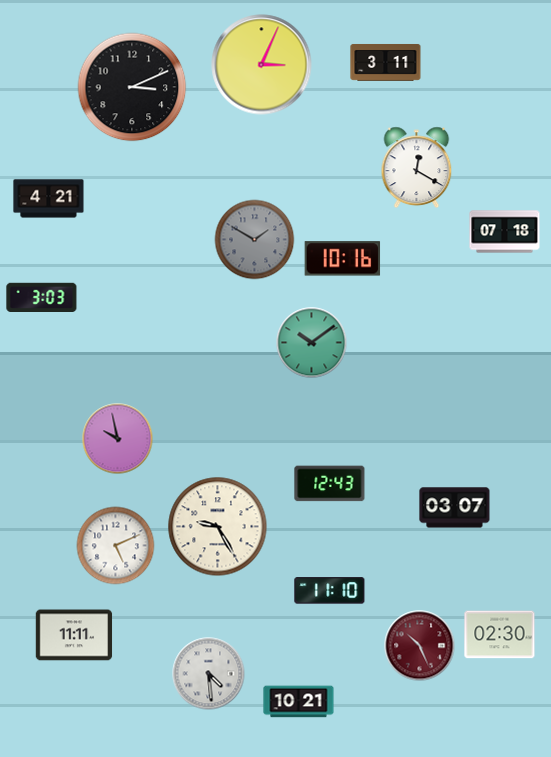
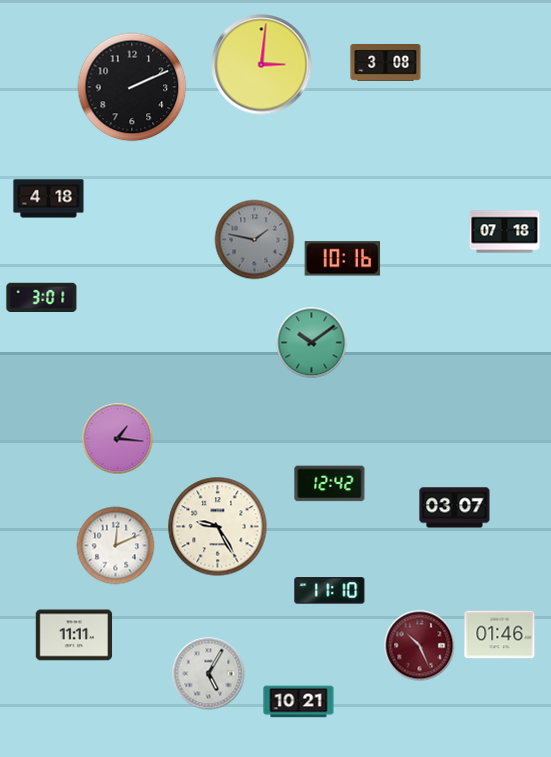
clock at (386, 62): 3:11 -> 3:08
clock at (262, 65): 3:04 -> 3:01
clock at (132, 87): 3:11 -> 2:11
clock at (417, 168): 12:20 -> none
clock at (49, 199): 4:21 -> 4:18
clock at (255, 240): 1:50 -> 1:47
clock at (42, 297): 3:03 -> 3:01
clock at (118, 439): 9:58 -> 1:16
clock at (330, 484): 12:43 -> 12:42
clock at (116, 546): 5:11 -> 12:11
clock at (500, 635): 02:30 -> 01:46
clock at (209, 674): 4:29 -> 5:05
